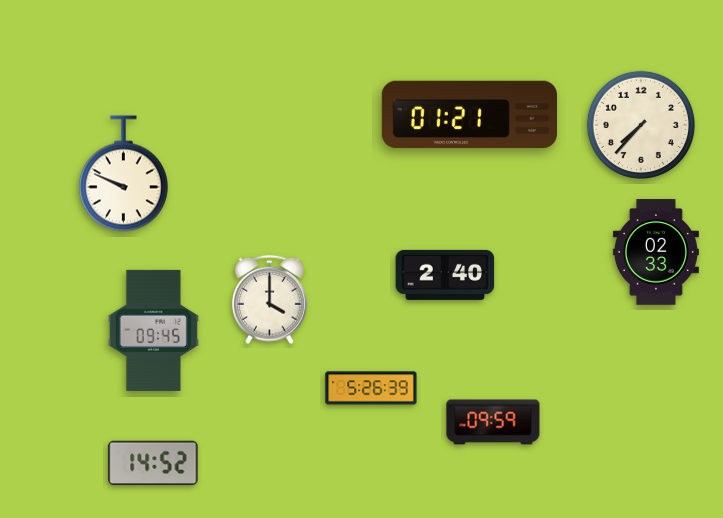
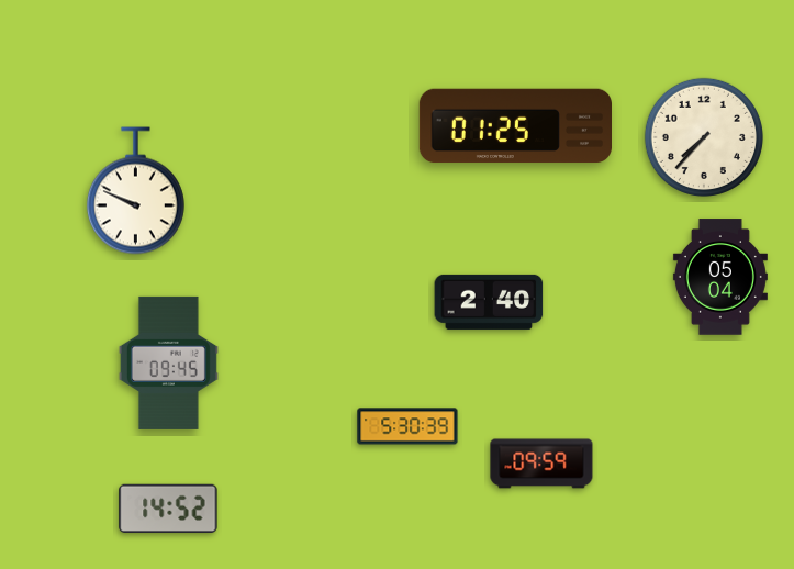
clock at (469, 115): 01:21 -> 01:25
clock at (656, 252): 02:33 -> 05:04
clock at (269, 300): 4:00 -> none
clock at (371, 388): 5:26 -> 5:30
